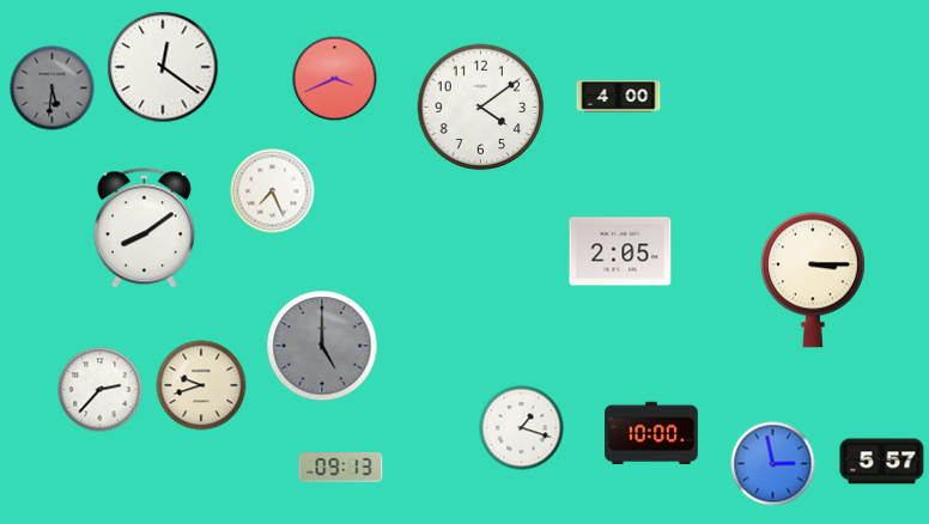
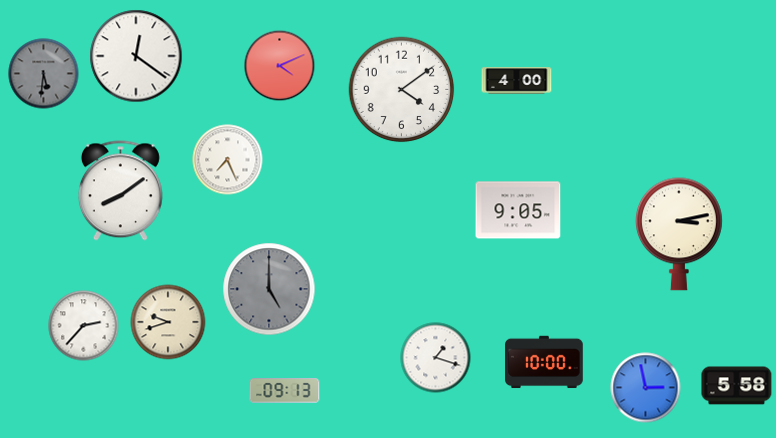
clock at (335, 79): 3:41 -> 4:11
clock at (620, 251): 2:05 -> 9:05
clock at (814, 280): 3:15 -> 3:13
clock at (882, 462): 5:57 -> 5:58
